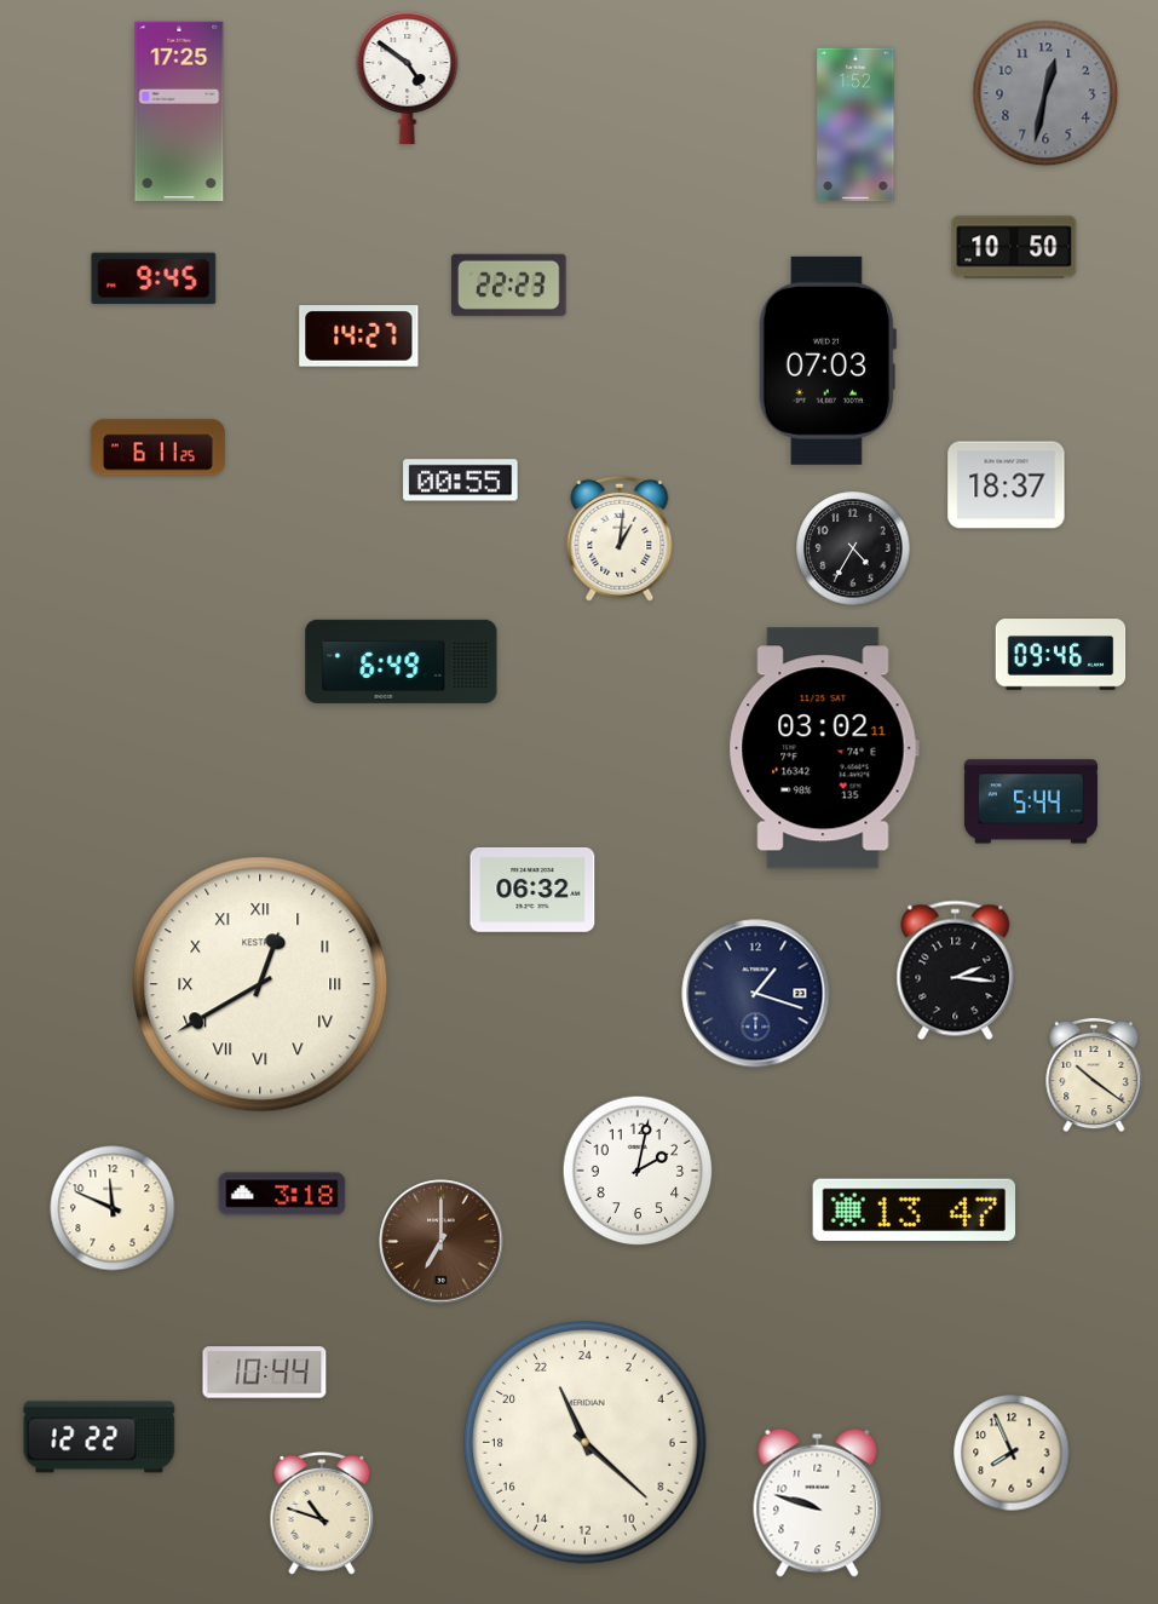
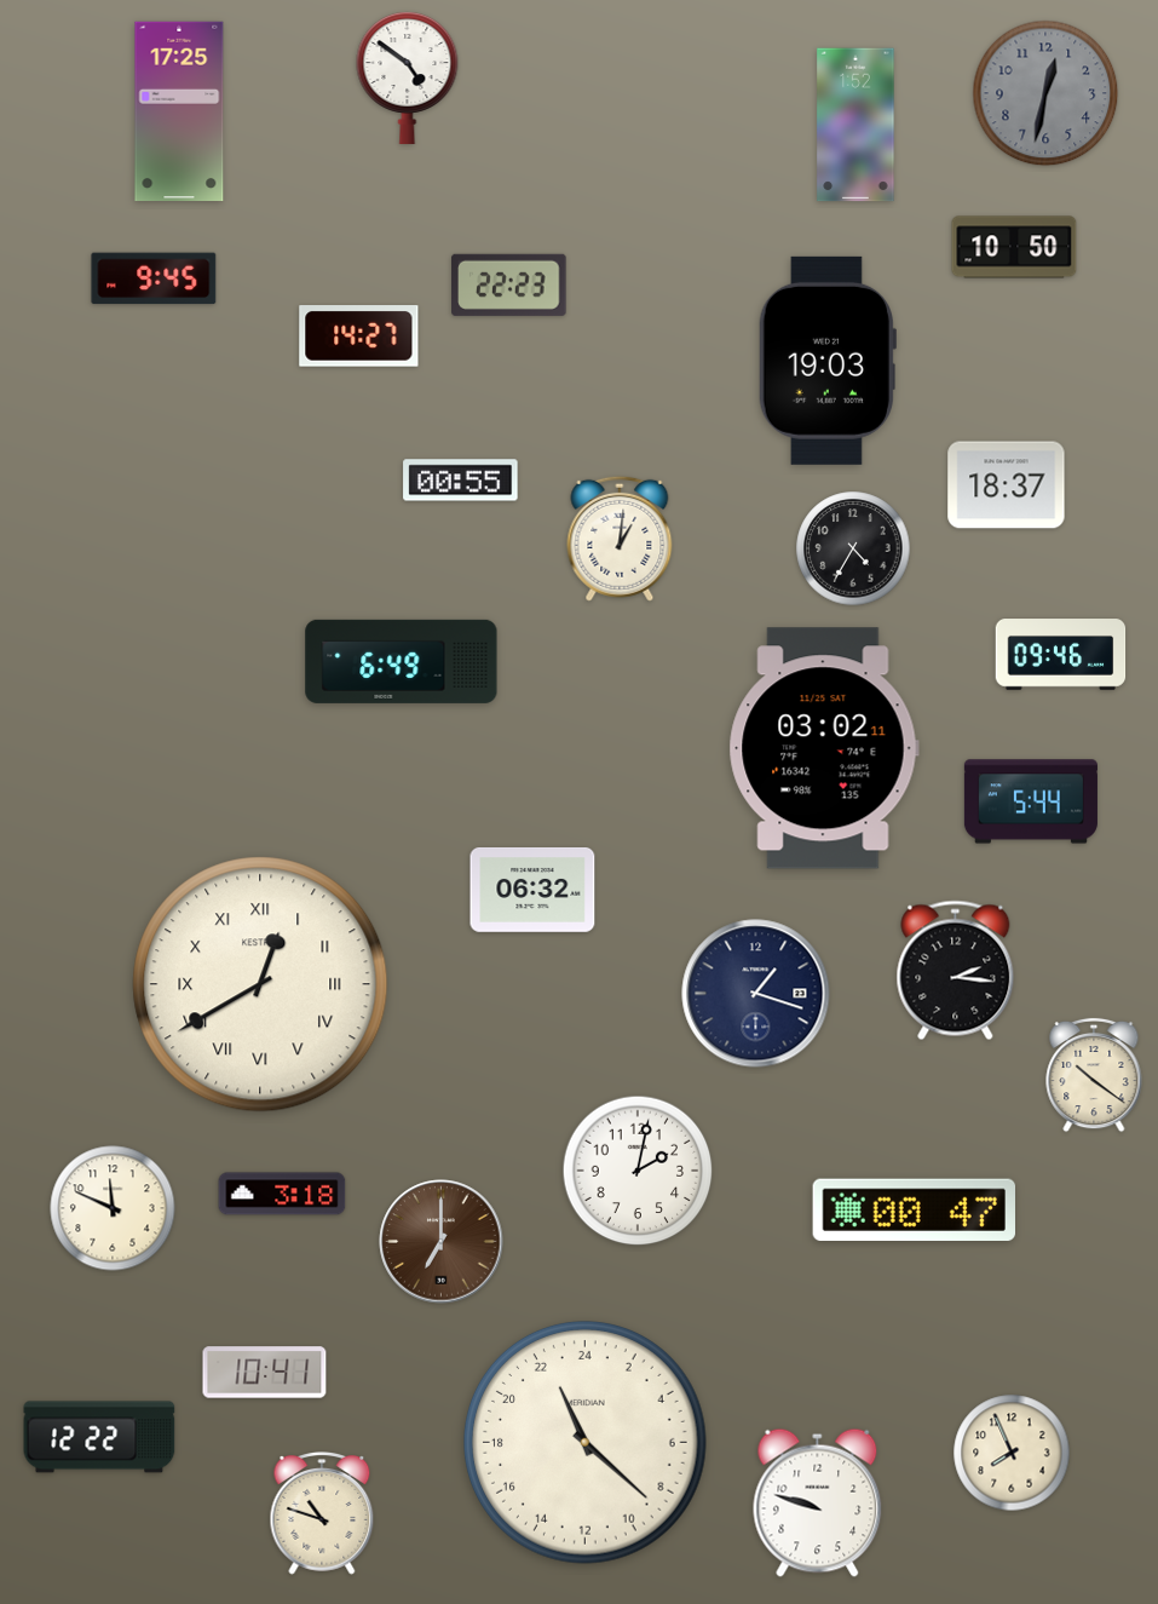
clock at (826, 361): 07:03 -> 19:03
clock at (157, 448): 6:11 -> none
clock at (914, 1209): 13:47 -> 00:47
clock at (265, 1373): 10:44 -> 10:41
